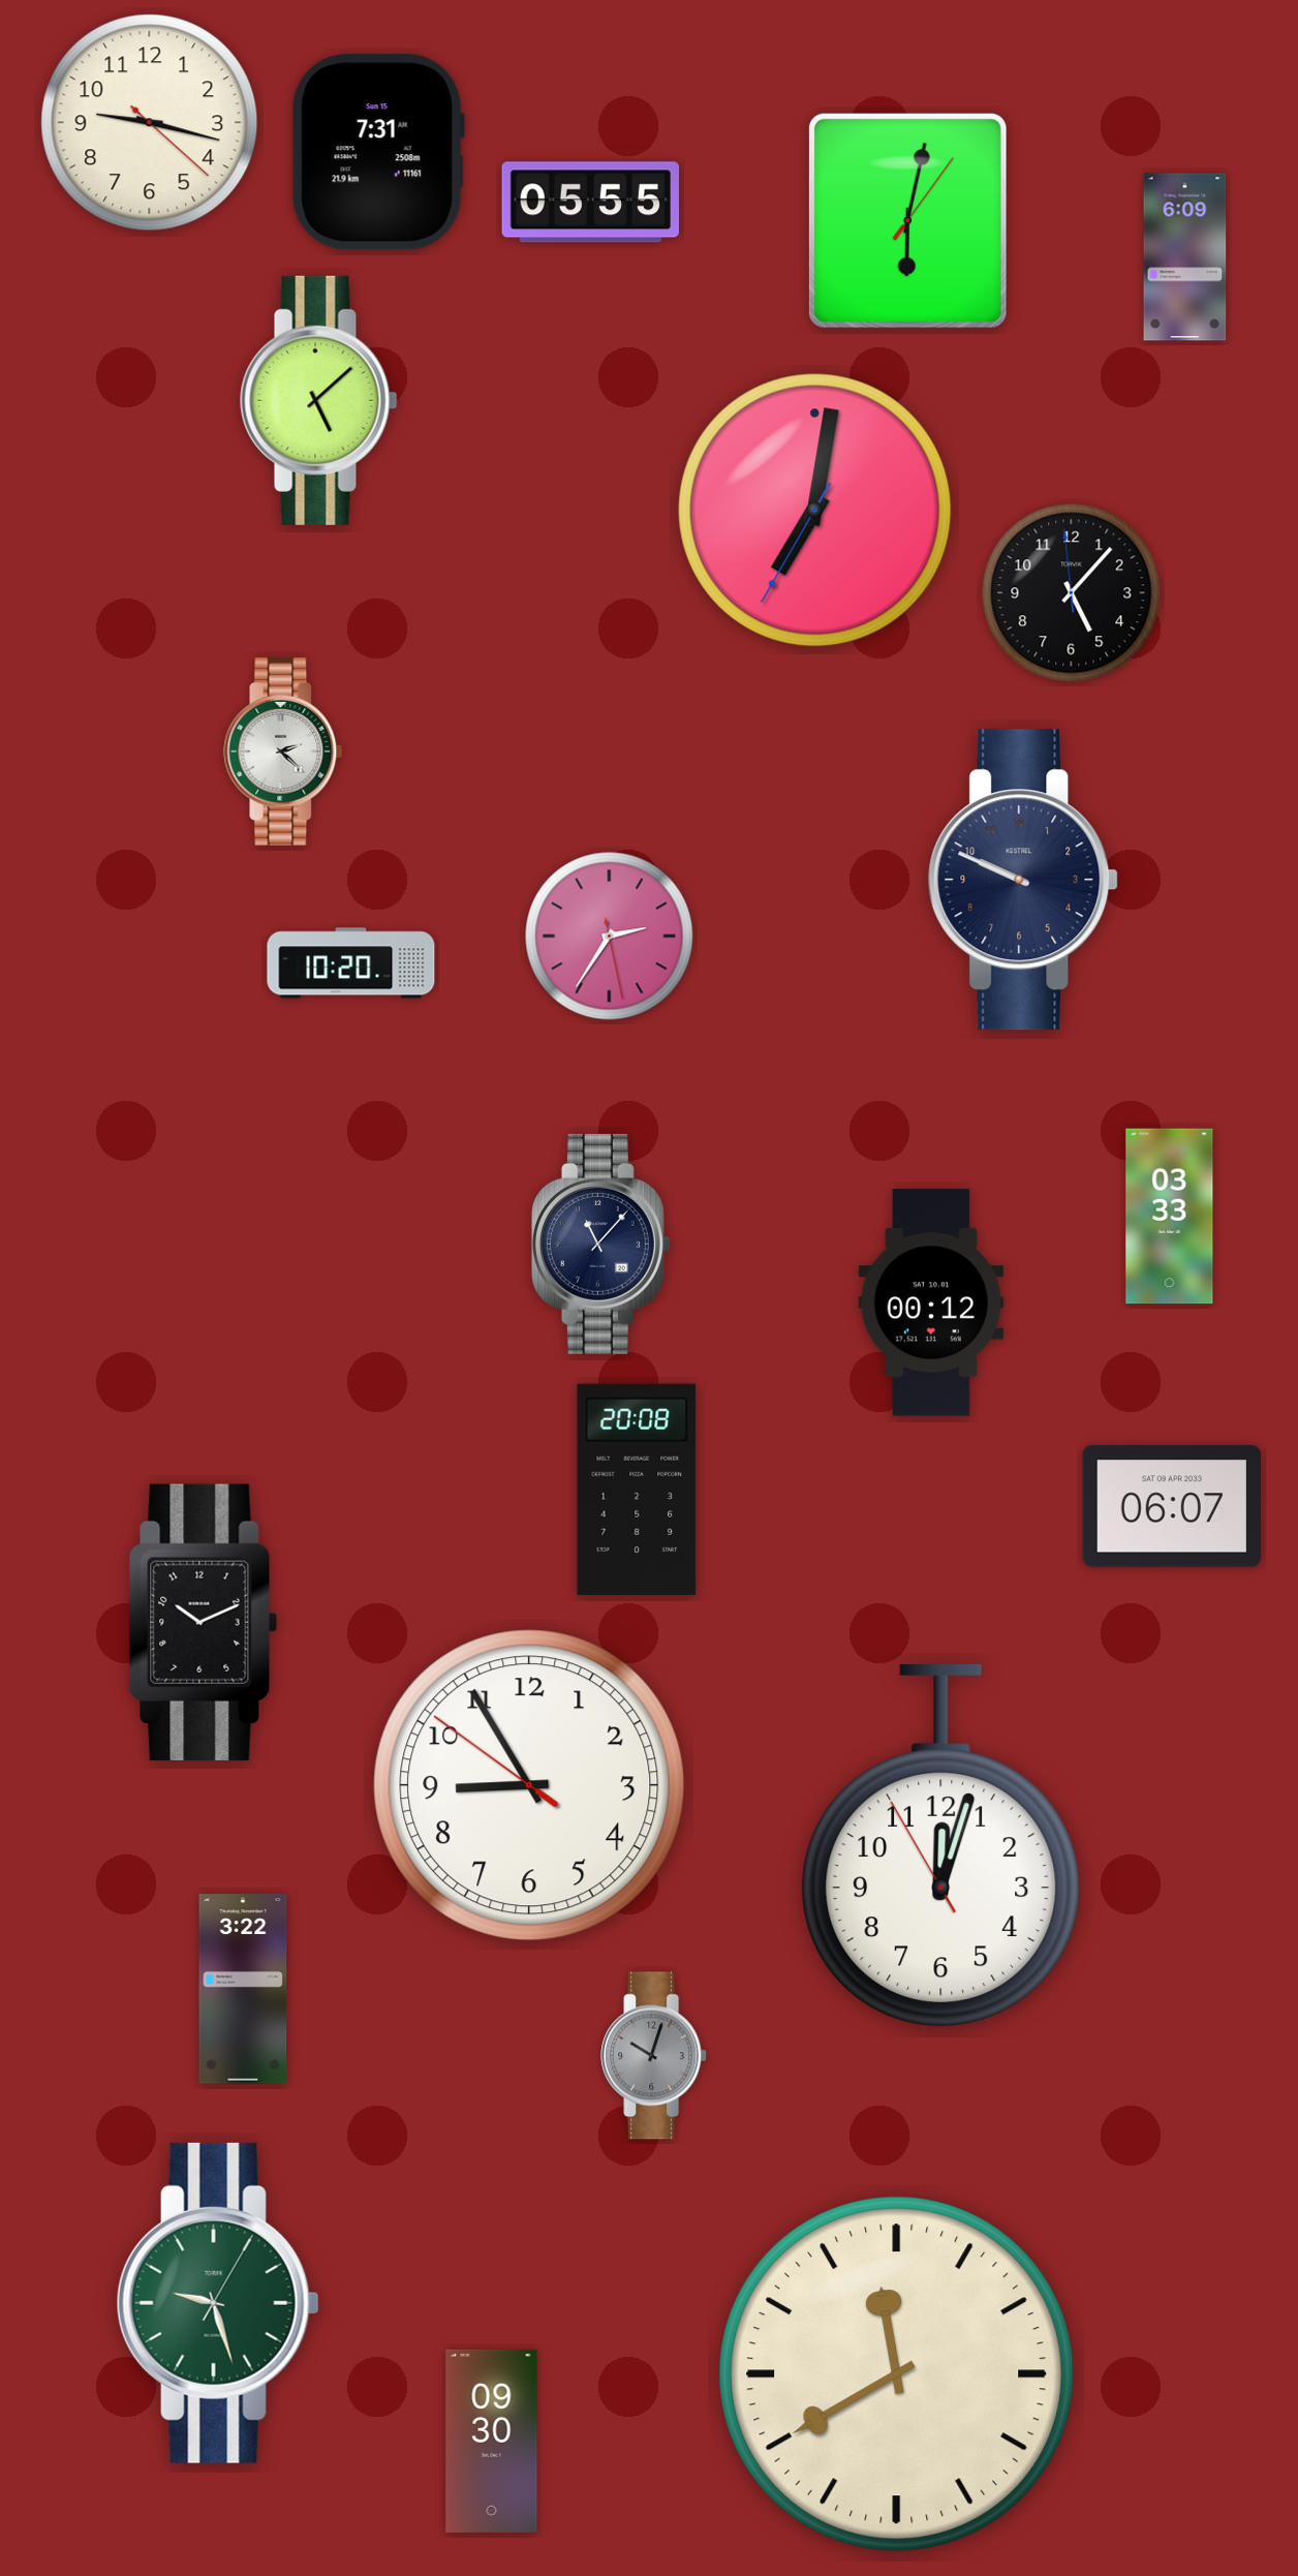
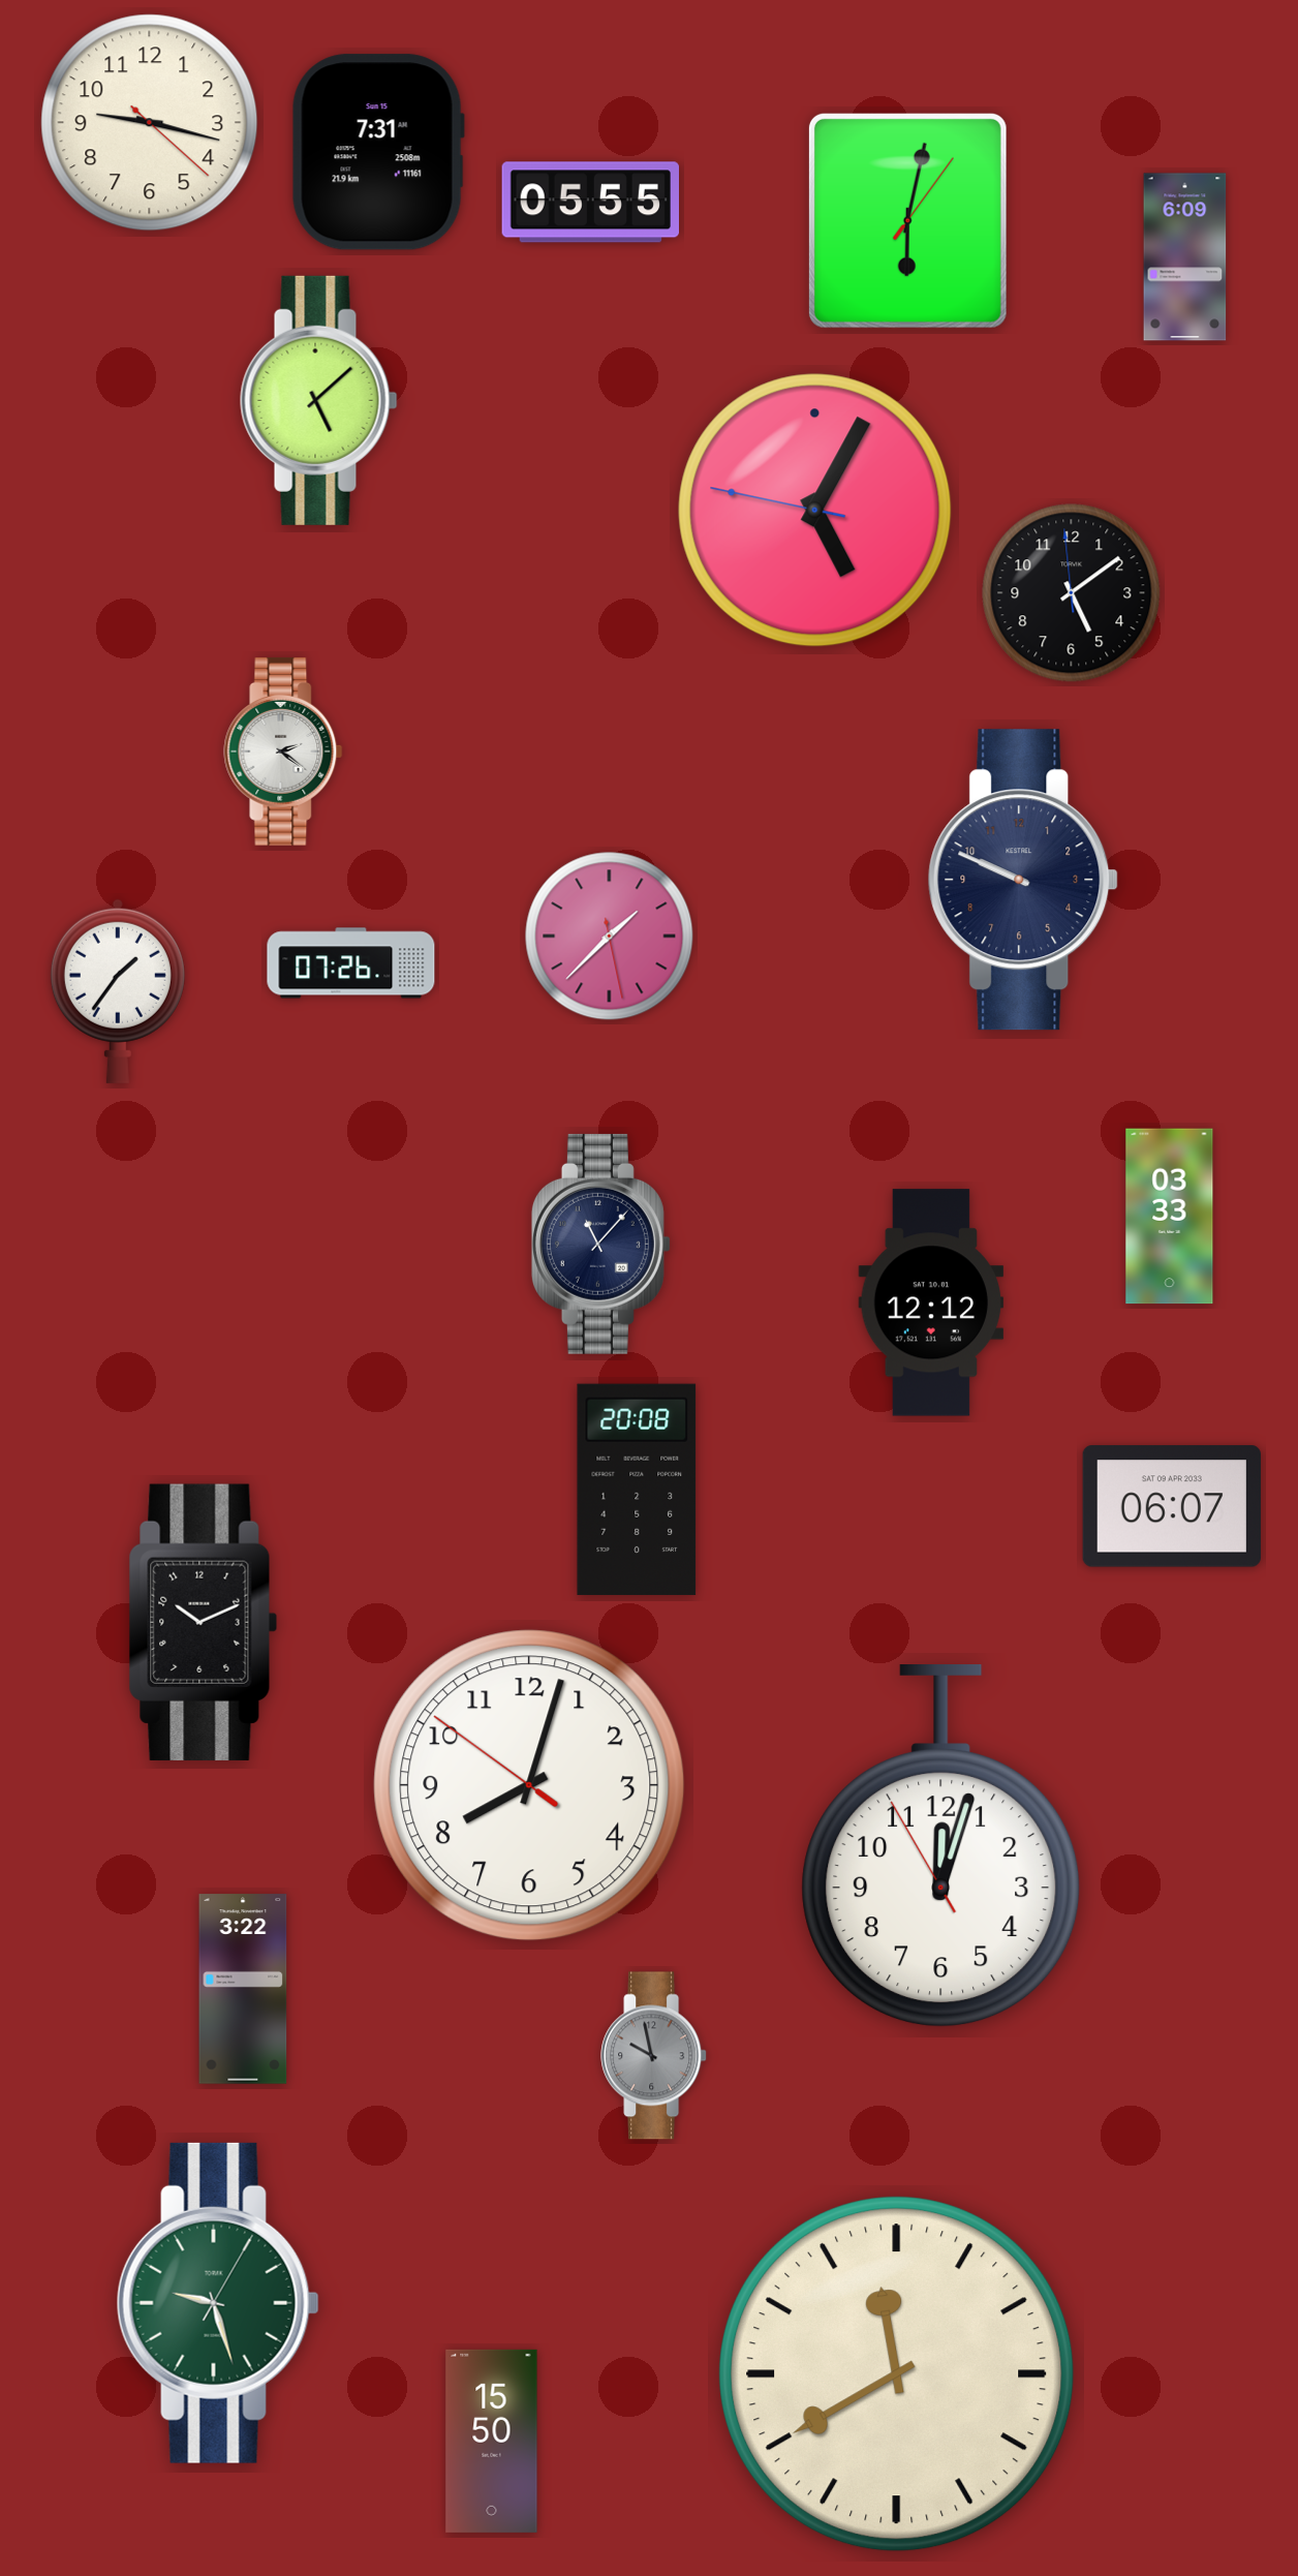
clock at (815, 511): 7:01 -> 5:04
clock at (1072, 593): 5:06 -> 5:08
clock at (283, 752): 2:22 -> 2:21
clock at (610, 937): 2:35 -> 1:37
clock at (351, 963): 10:20 -> 07:26
clock at (118, 991): none -> 1:36
clock at (931, 1302): 00:12 -> 12:12
clock at (529, 1785): 8:54 -> 8:02
clock at (654, 2056): 10:03 -> 9:58
clock at (492, 2441): 09:30 -> 15:50
